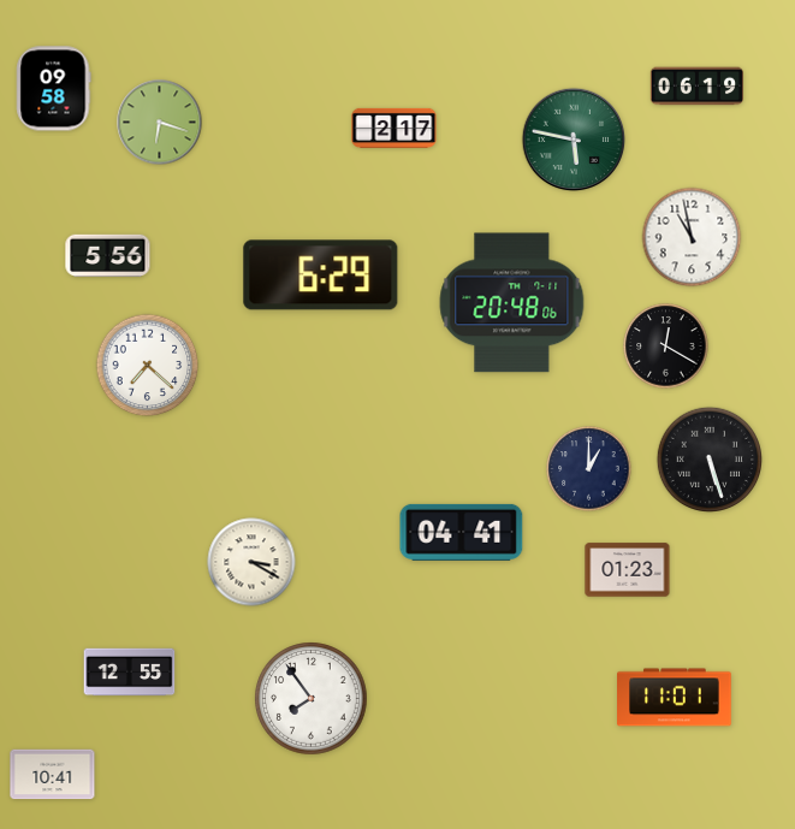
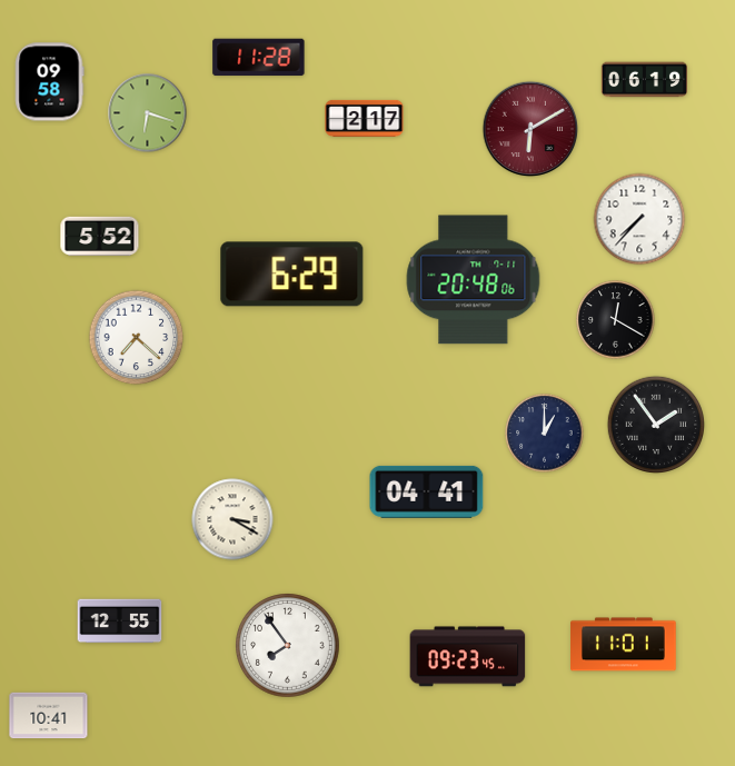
clock at (259, 58): none -> 11:28
clock at (574, 140): 5:47 -> 6:10
clock at (574, 140) dial: green -> burgundy
clock at (692, 237): 10:58 -> 7:37
clock at (108, 255): 5:56 -> 5:52
clock at (321, 276) position: (321, 276) -> (292, 275)
clock at (710, 460): 5:27 -> 1:54
clock at (628, 570): 01:23 -> none
clock at (468, 657): none -> 09:23
